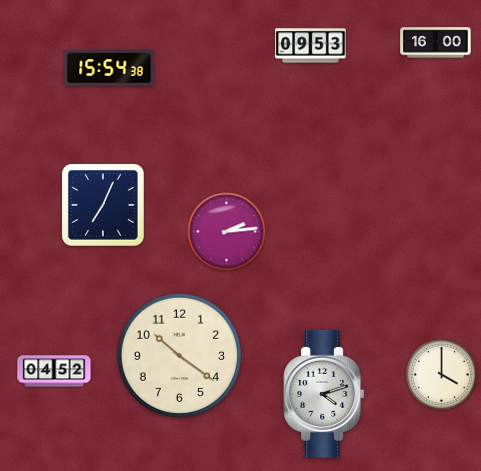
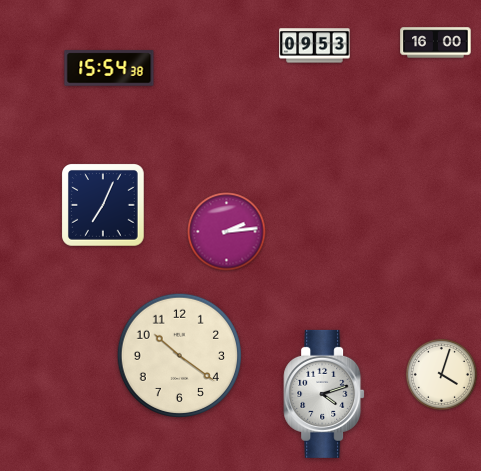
clock at (311, 46) position: (311, 46) -> (315, 46)
clock at (54, 371): 04:52 -> none
clock at (441, 374): 4:00 -> 4:03
